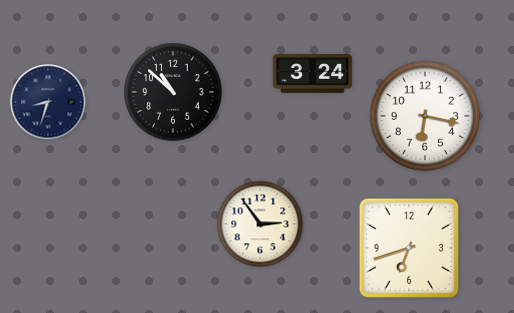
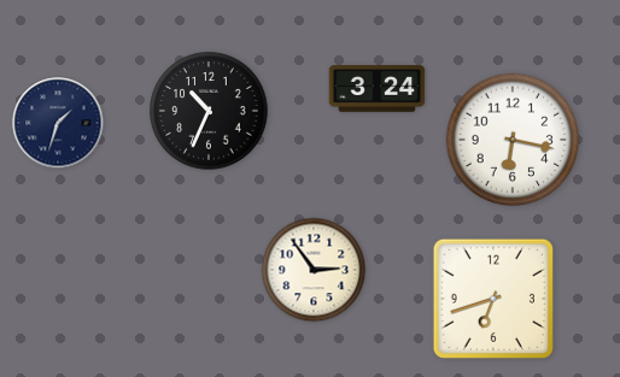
clock at (173, 92): 10:52 -> 10:34
clock at (48, 102): 8:33 -> 1:33
